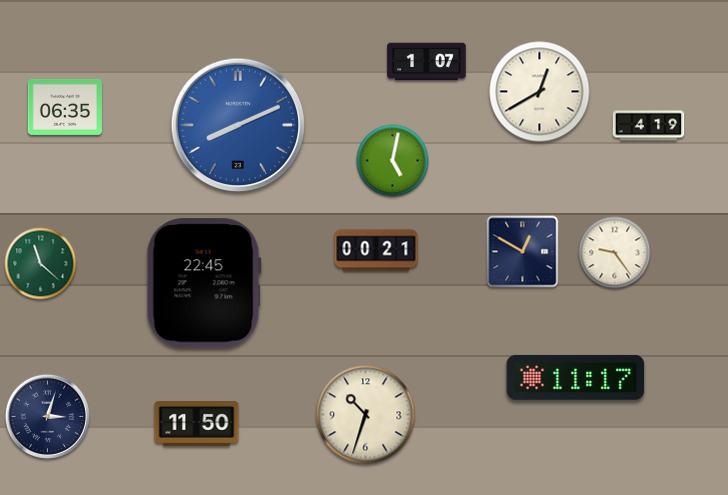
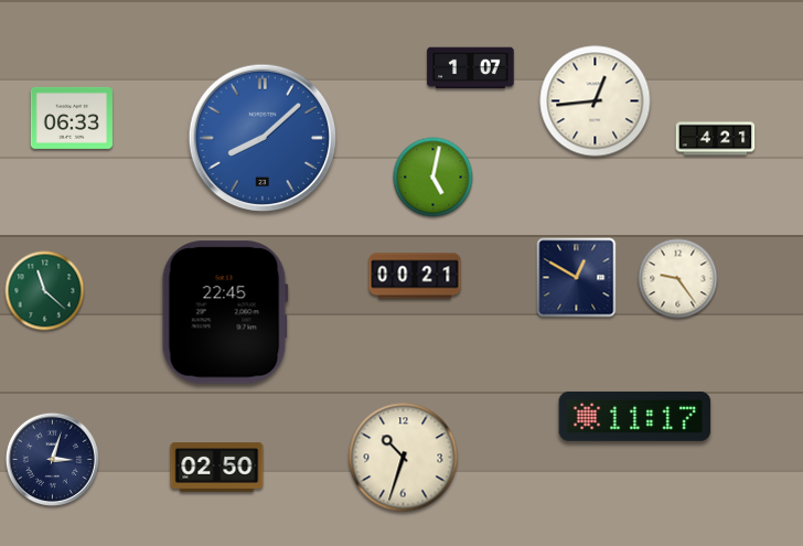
clock at (540, 92): 12:40 -> 12:44
clock at (65, 107): 06:35 -> 06:33
clock at (238, 125): 8:11 -> 8:08
clock at (649, 126): 4:19 -> 4:21
clock at (197, 424): 11:50 -> 02:50
